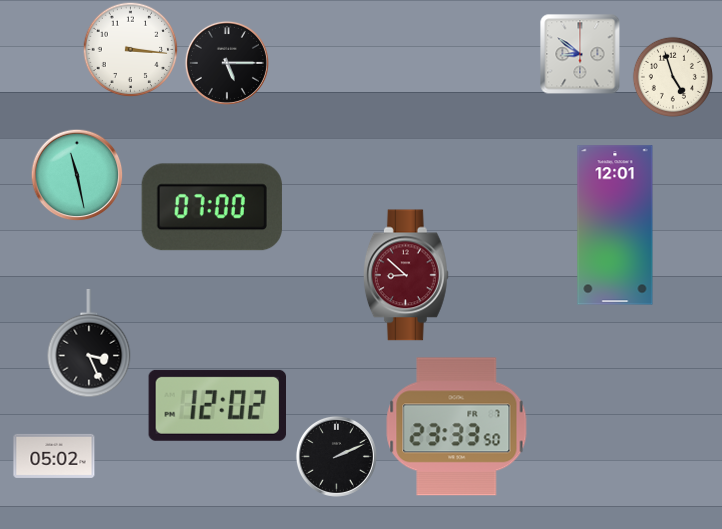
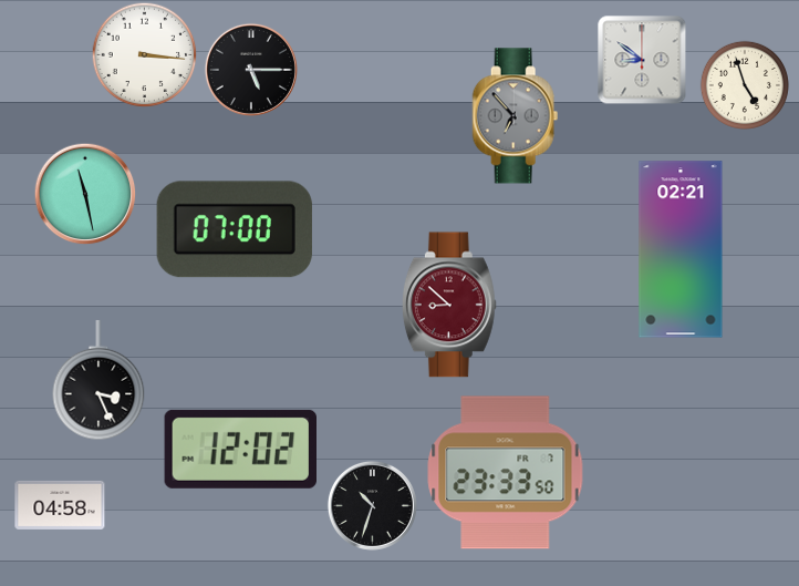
clock at (516, 116): none -> 6:53
clock at (615, 225): 12:01 -> 02:21
clock at (54, 456): 05:02 -> 04:58
clock at (336, 456): 2:11 -> 10:33
